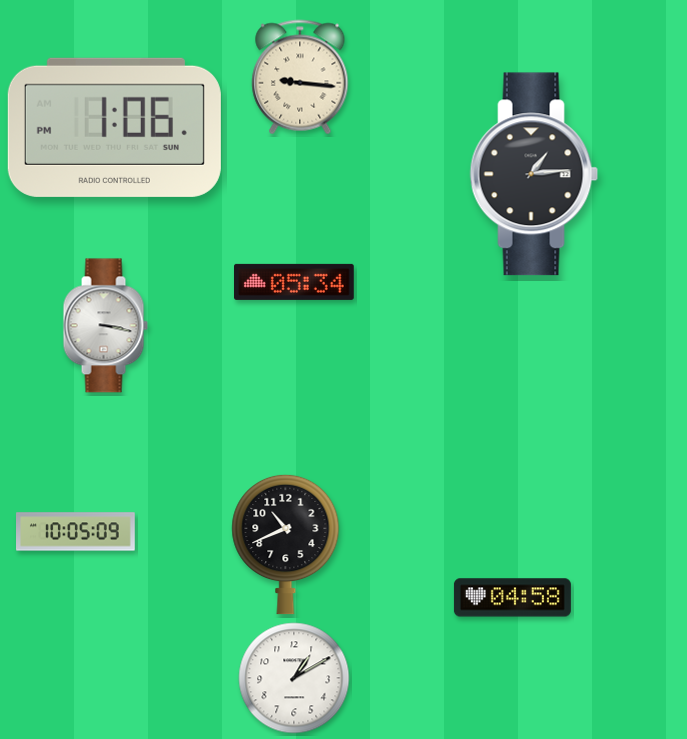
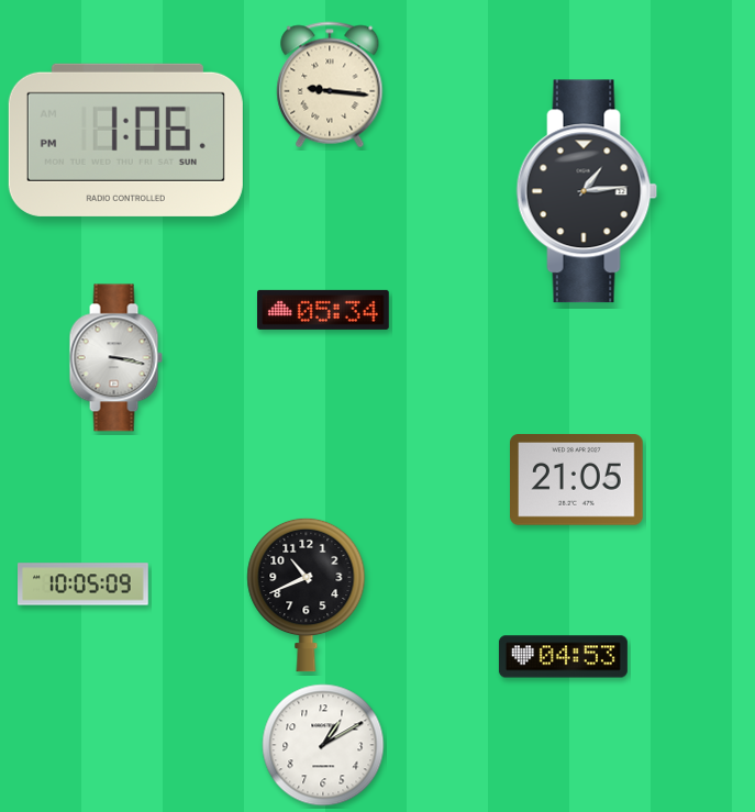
clock at (577, 480): none -> 21:05
clock at (286, 544) position: (286, 544) -> (307, 594)
clock at (512, 598): 04:58 -> 04:53
